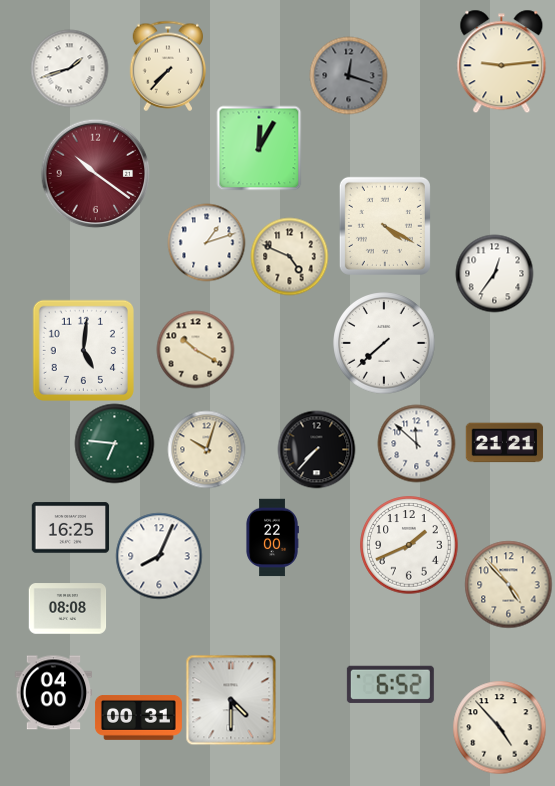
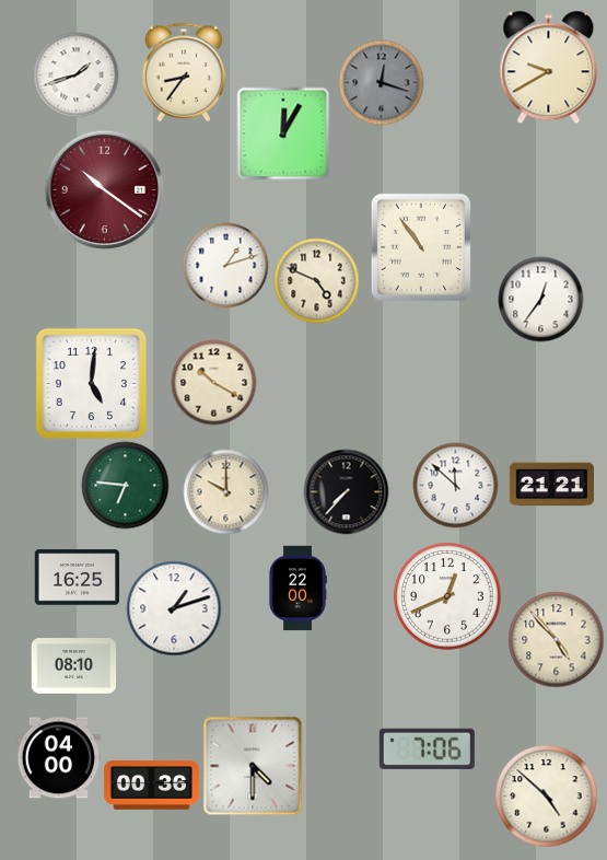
clock at (502, 61): 9:14 -> 9:40
clock at (168, 66): 7:37 -> 8:36
clock at (259, 148) position: (259, 148) -> (283, 133)
clock at (385, 226): 4:20 -> 10:54
clock at (384, 343): 7:38 -> none
clock at (206, 449): 10:03 -> 10:00
clock at (409, 545): 1:41 -> 12:41
clock at (159, 556): 8:04 -> 1:12
clock at (67, 609): 08:08 -> 08:10
clock at (390, 684): 6:52 -> 7:06
clock at (138, 718): 00:31 -> 00:36
clock at (499, 727): 4:53 -> 4:52
